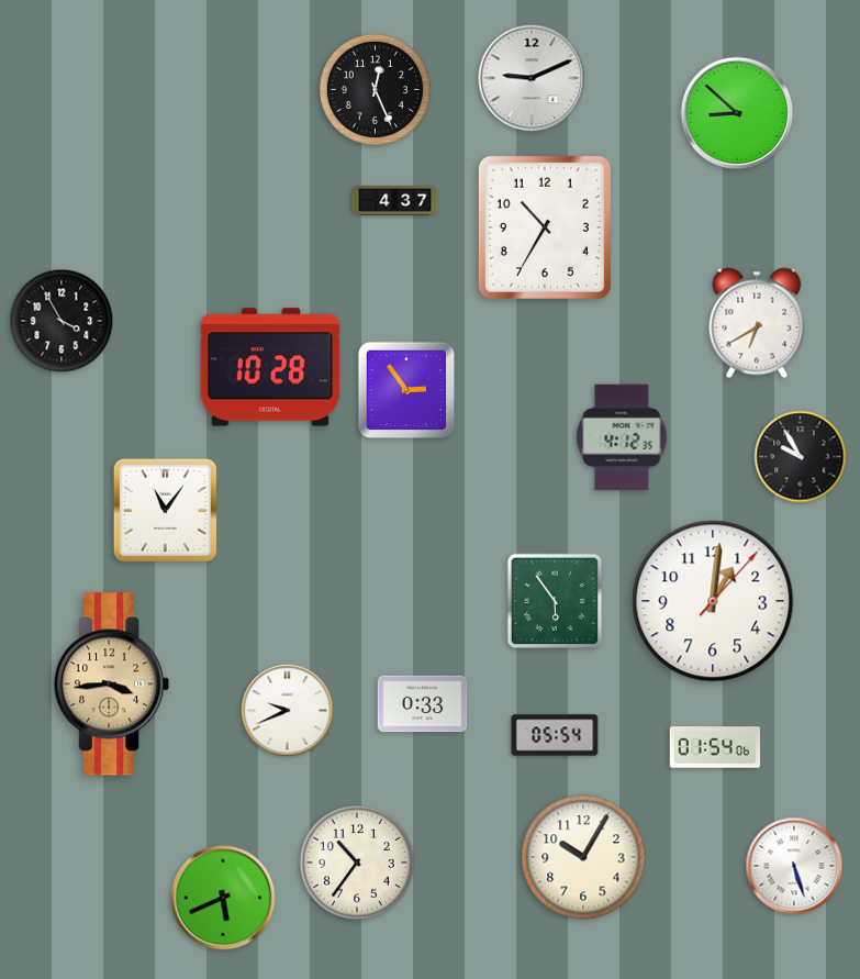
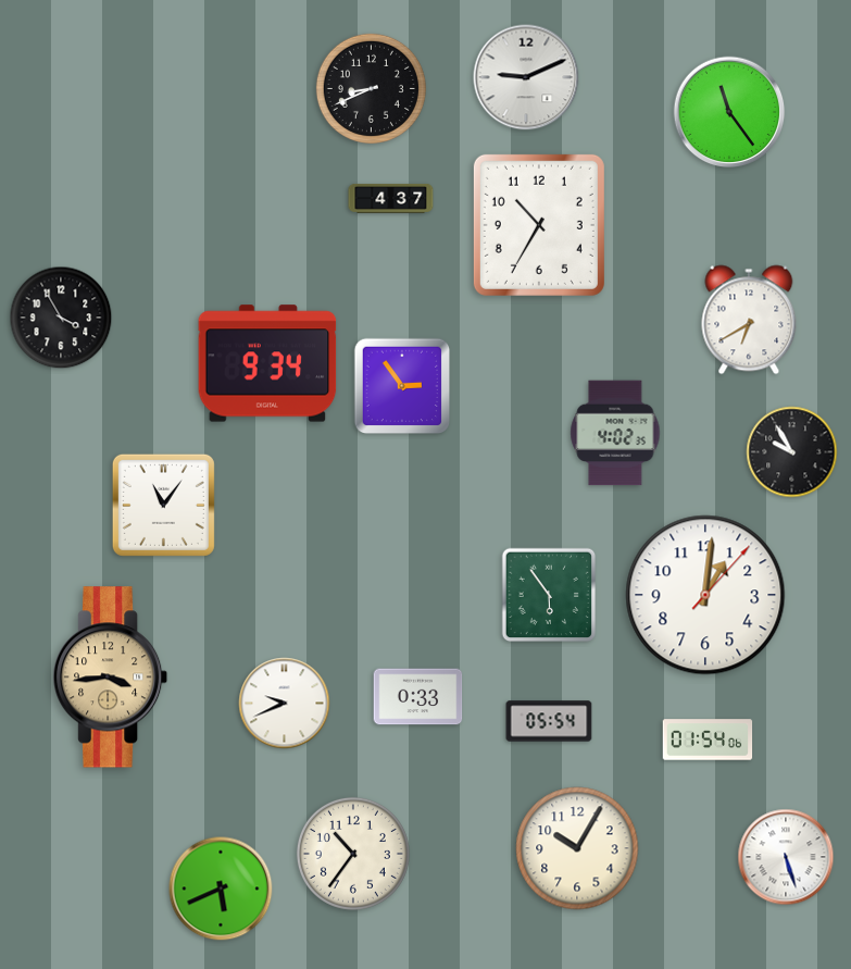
clock at (375, 89): 12:26 -> 8:41
clock at (737, 113): 8:52 -> 11:24
clock at (270, 367): 10:28 -> 9:34
clock at (622, 437): 4:12 -> 4:02
clock at (555, 735) position: (555, 735) -> (549, 721)
